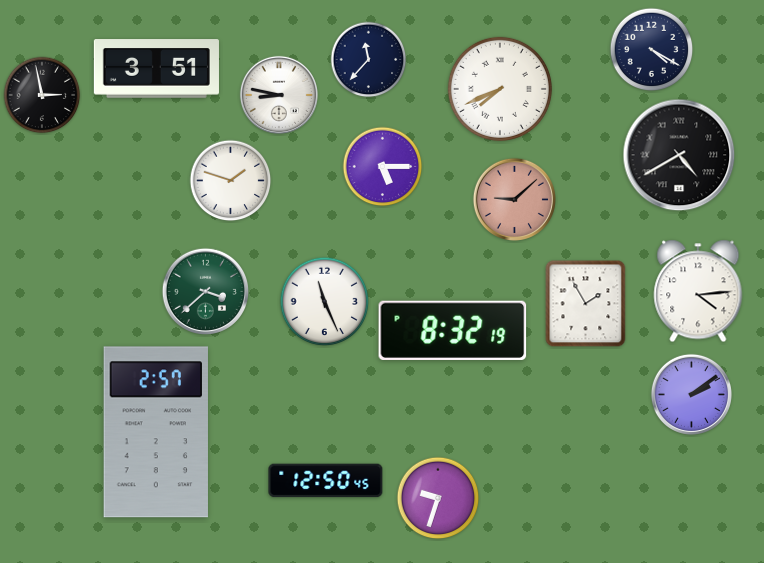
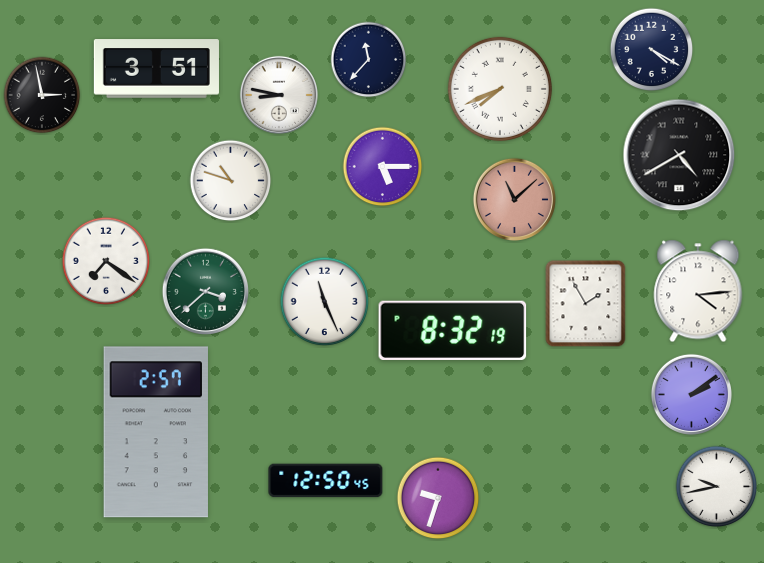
clock at (231, 181): 1:48 -> 10:48
clock at (514, 199): 9:08 -> 11:08
clock at (106, 261): none -> 7:21
clock at (717, 487): none -> 9:43
